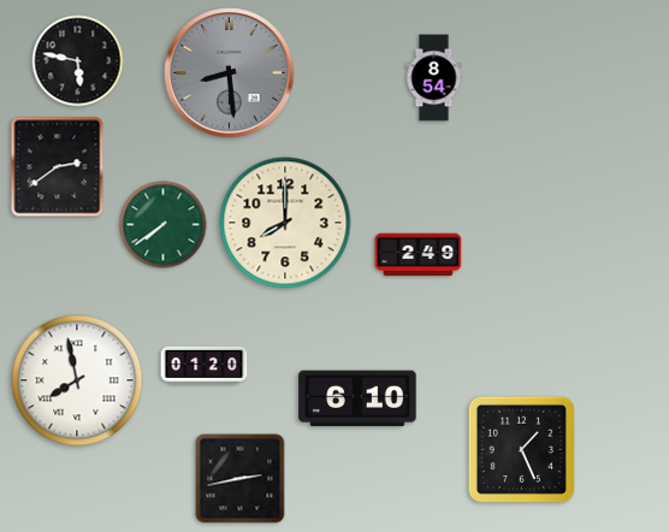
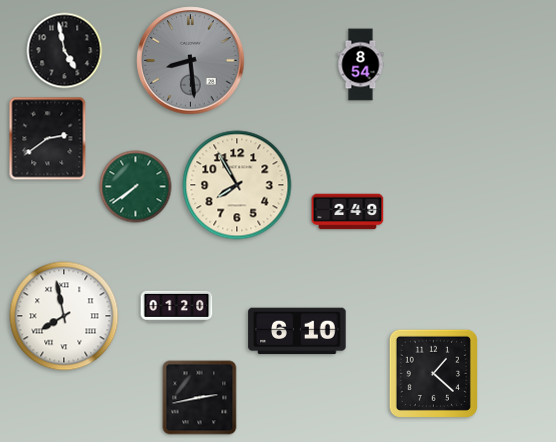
clock at (78, 61): 5:47 -> 4:58
clock at (285, 223): 8:00 -> 7:55
clock at (205, 365) position: (205, 365) -> (177, 306)
clock at (521, 449): 1:26 -> 1:22
